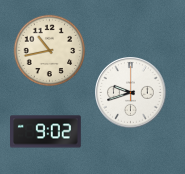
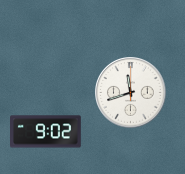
clock at (50, 51): 10:43 -> none
clock at (131, 93): 9:42 -> 11:42
